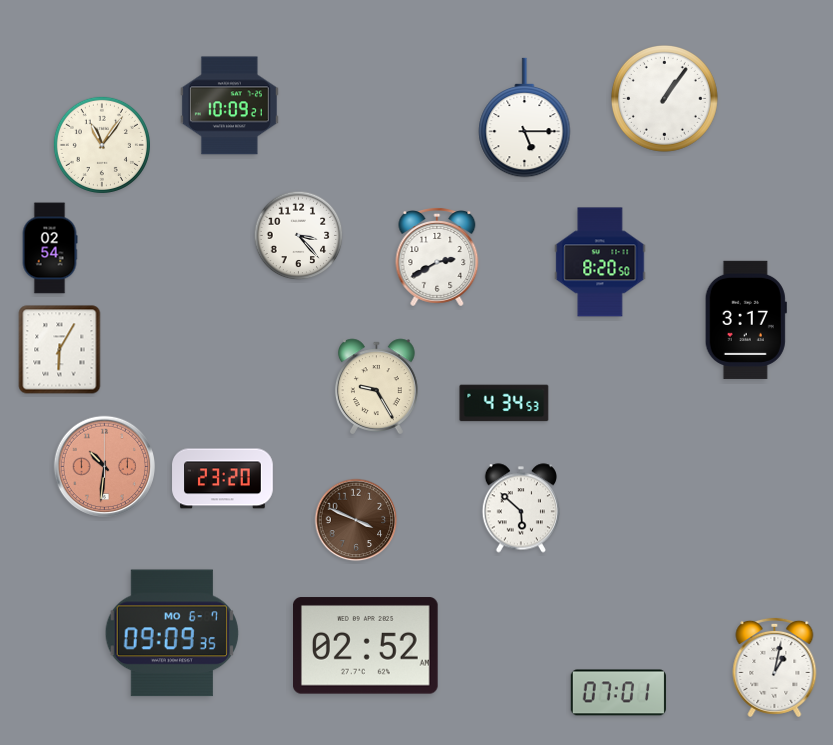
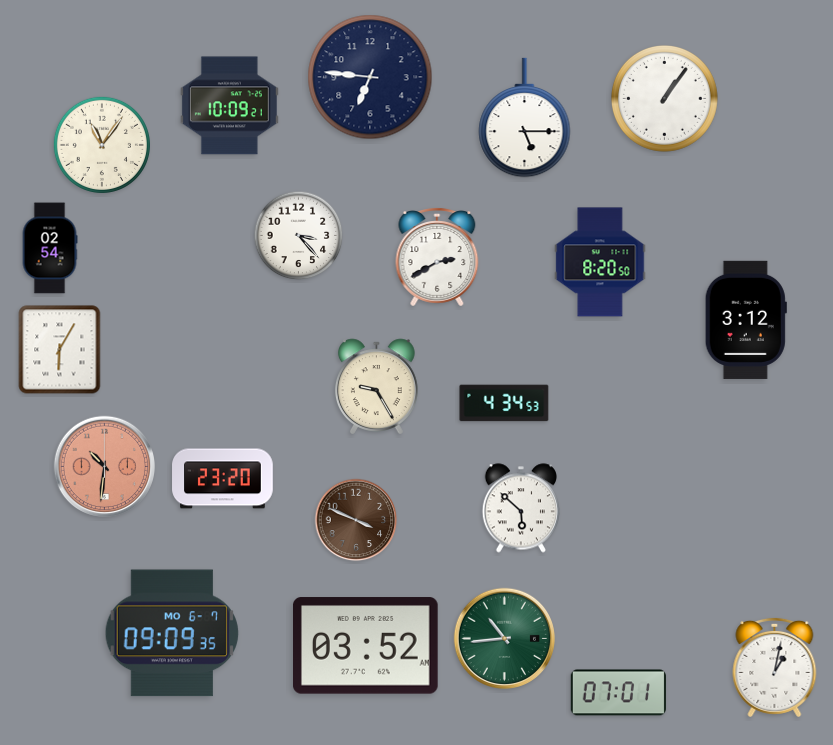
clock at (370, 77): none -> 6:46
clock at (746, 320): 3:17 -> 3:12
clock at (505, 639): none -> 10:44
clock at (366, 646): 02:52 -> 03:52
